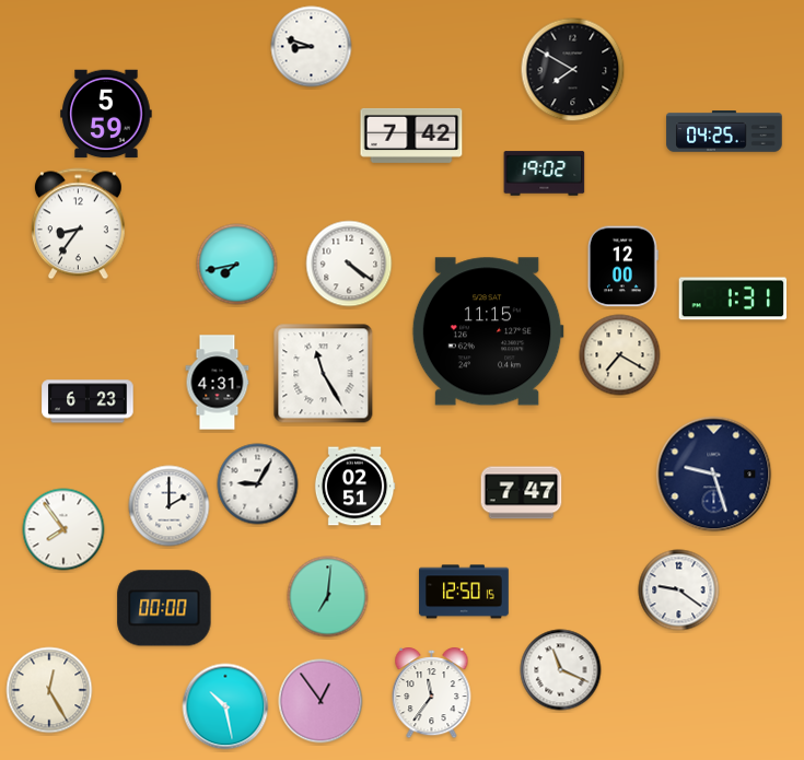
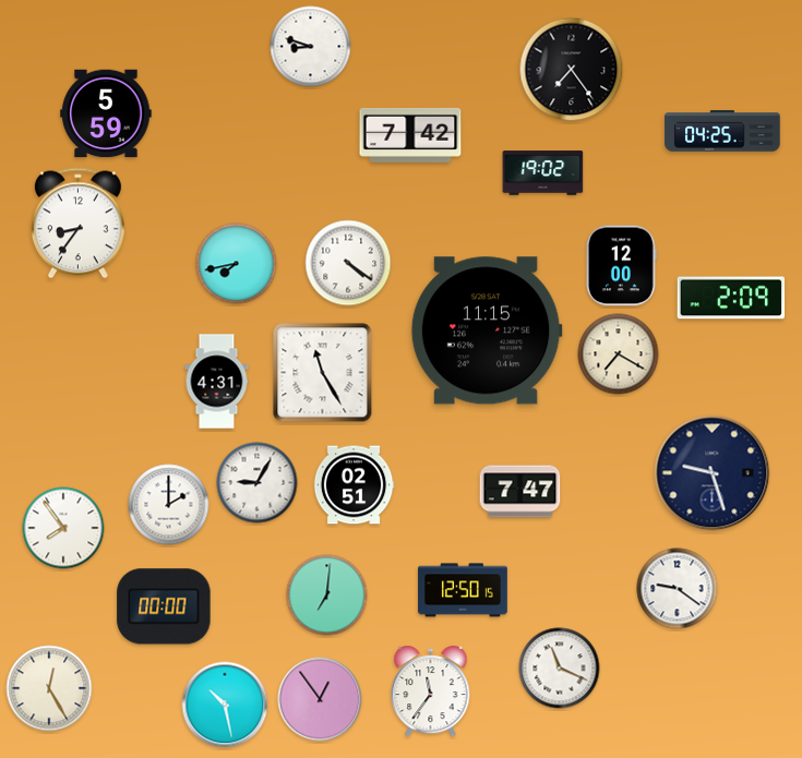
clock at (573, 70): 7:50 -> 7:24
clock at (733, 299): 1:31 -> 2:09
clock at (88, 401): 6:23 -> none
